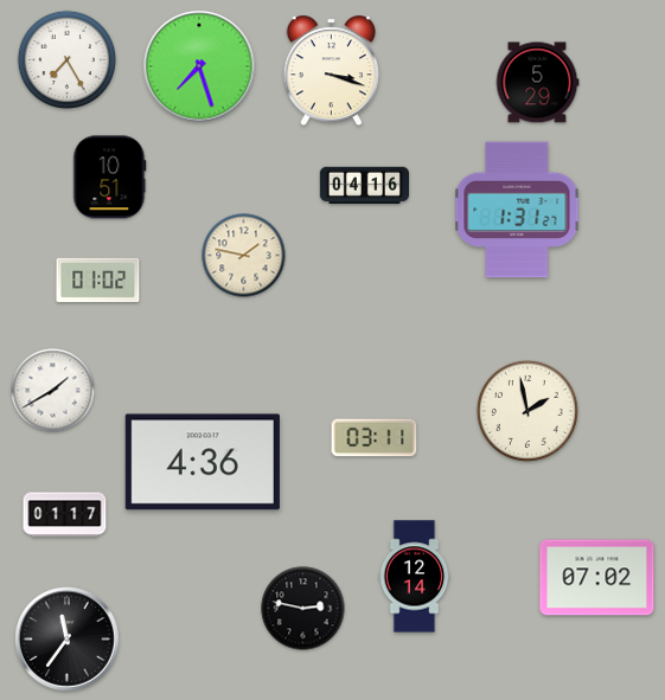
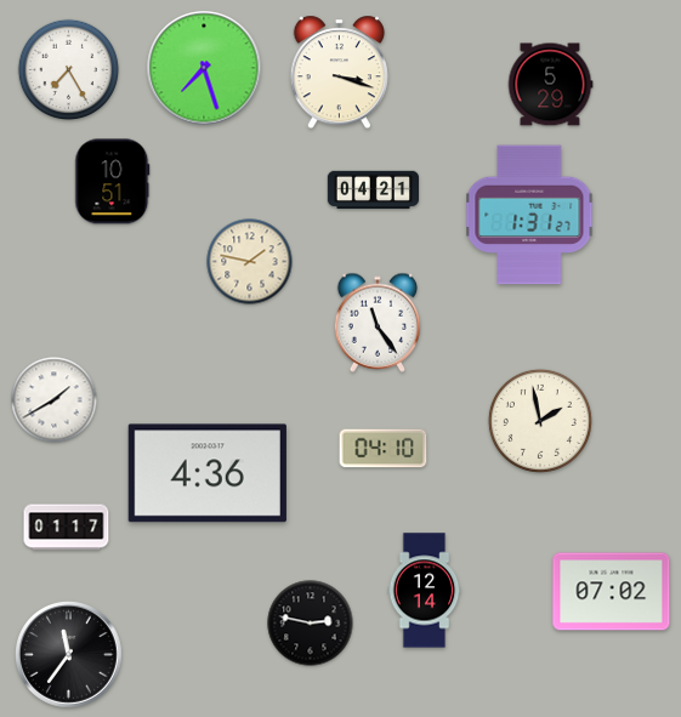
clock at (68, 60) position: (68, 60) -> (69, 70)
clock at (364, 186): 04:16 -> 04:21
clock at (98, 280): 01:02 -> none
clock at (378, 323): none -> 11:24
clock at (375, 438): 03:11 -> 04:10
